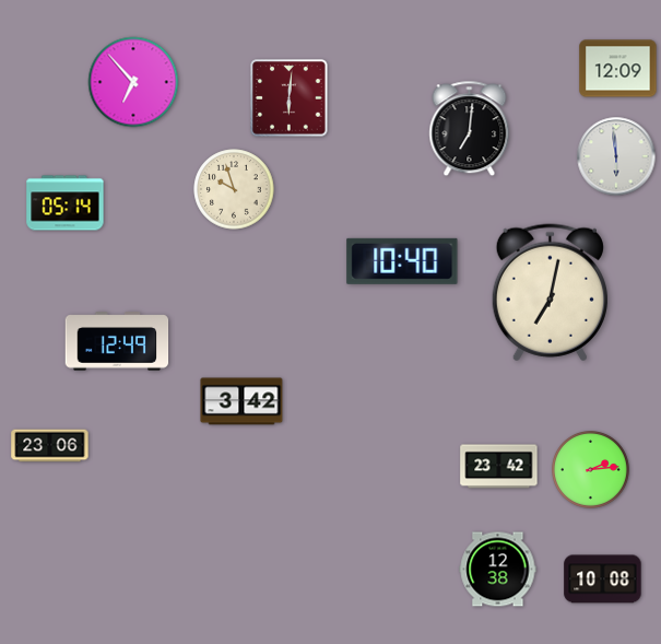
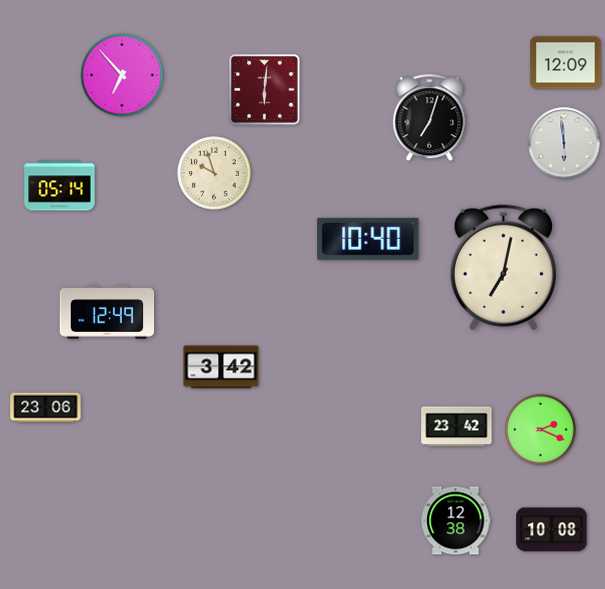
clock at (470, 129): 7:01 -> 7:03
clock at (591, 470): 2:14 -> 2:19
